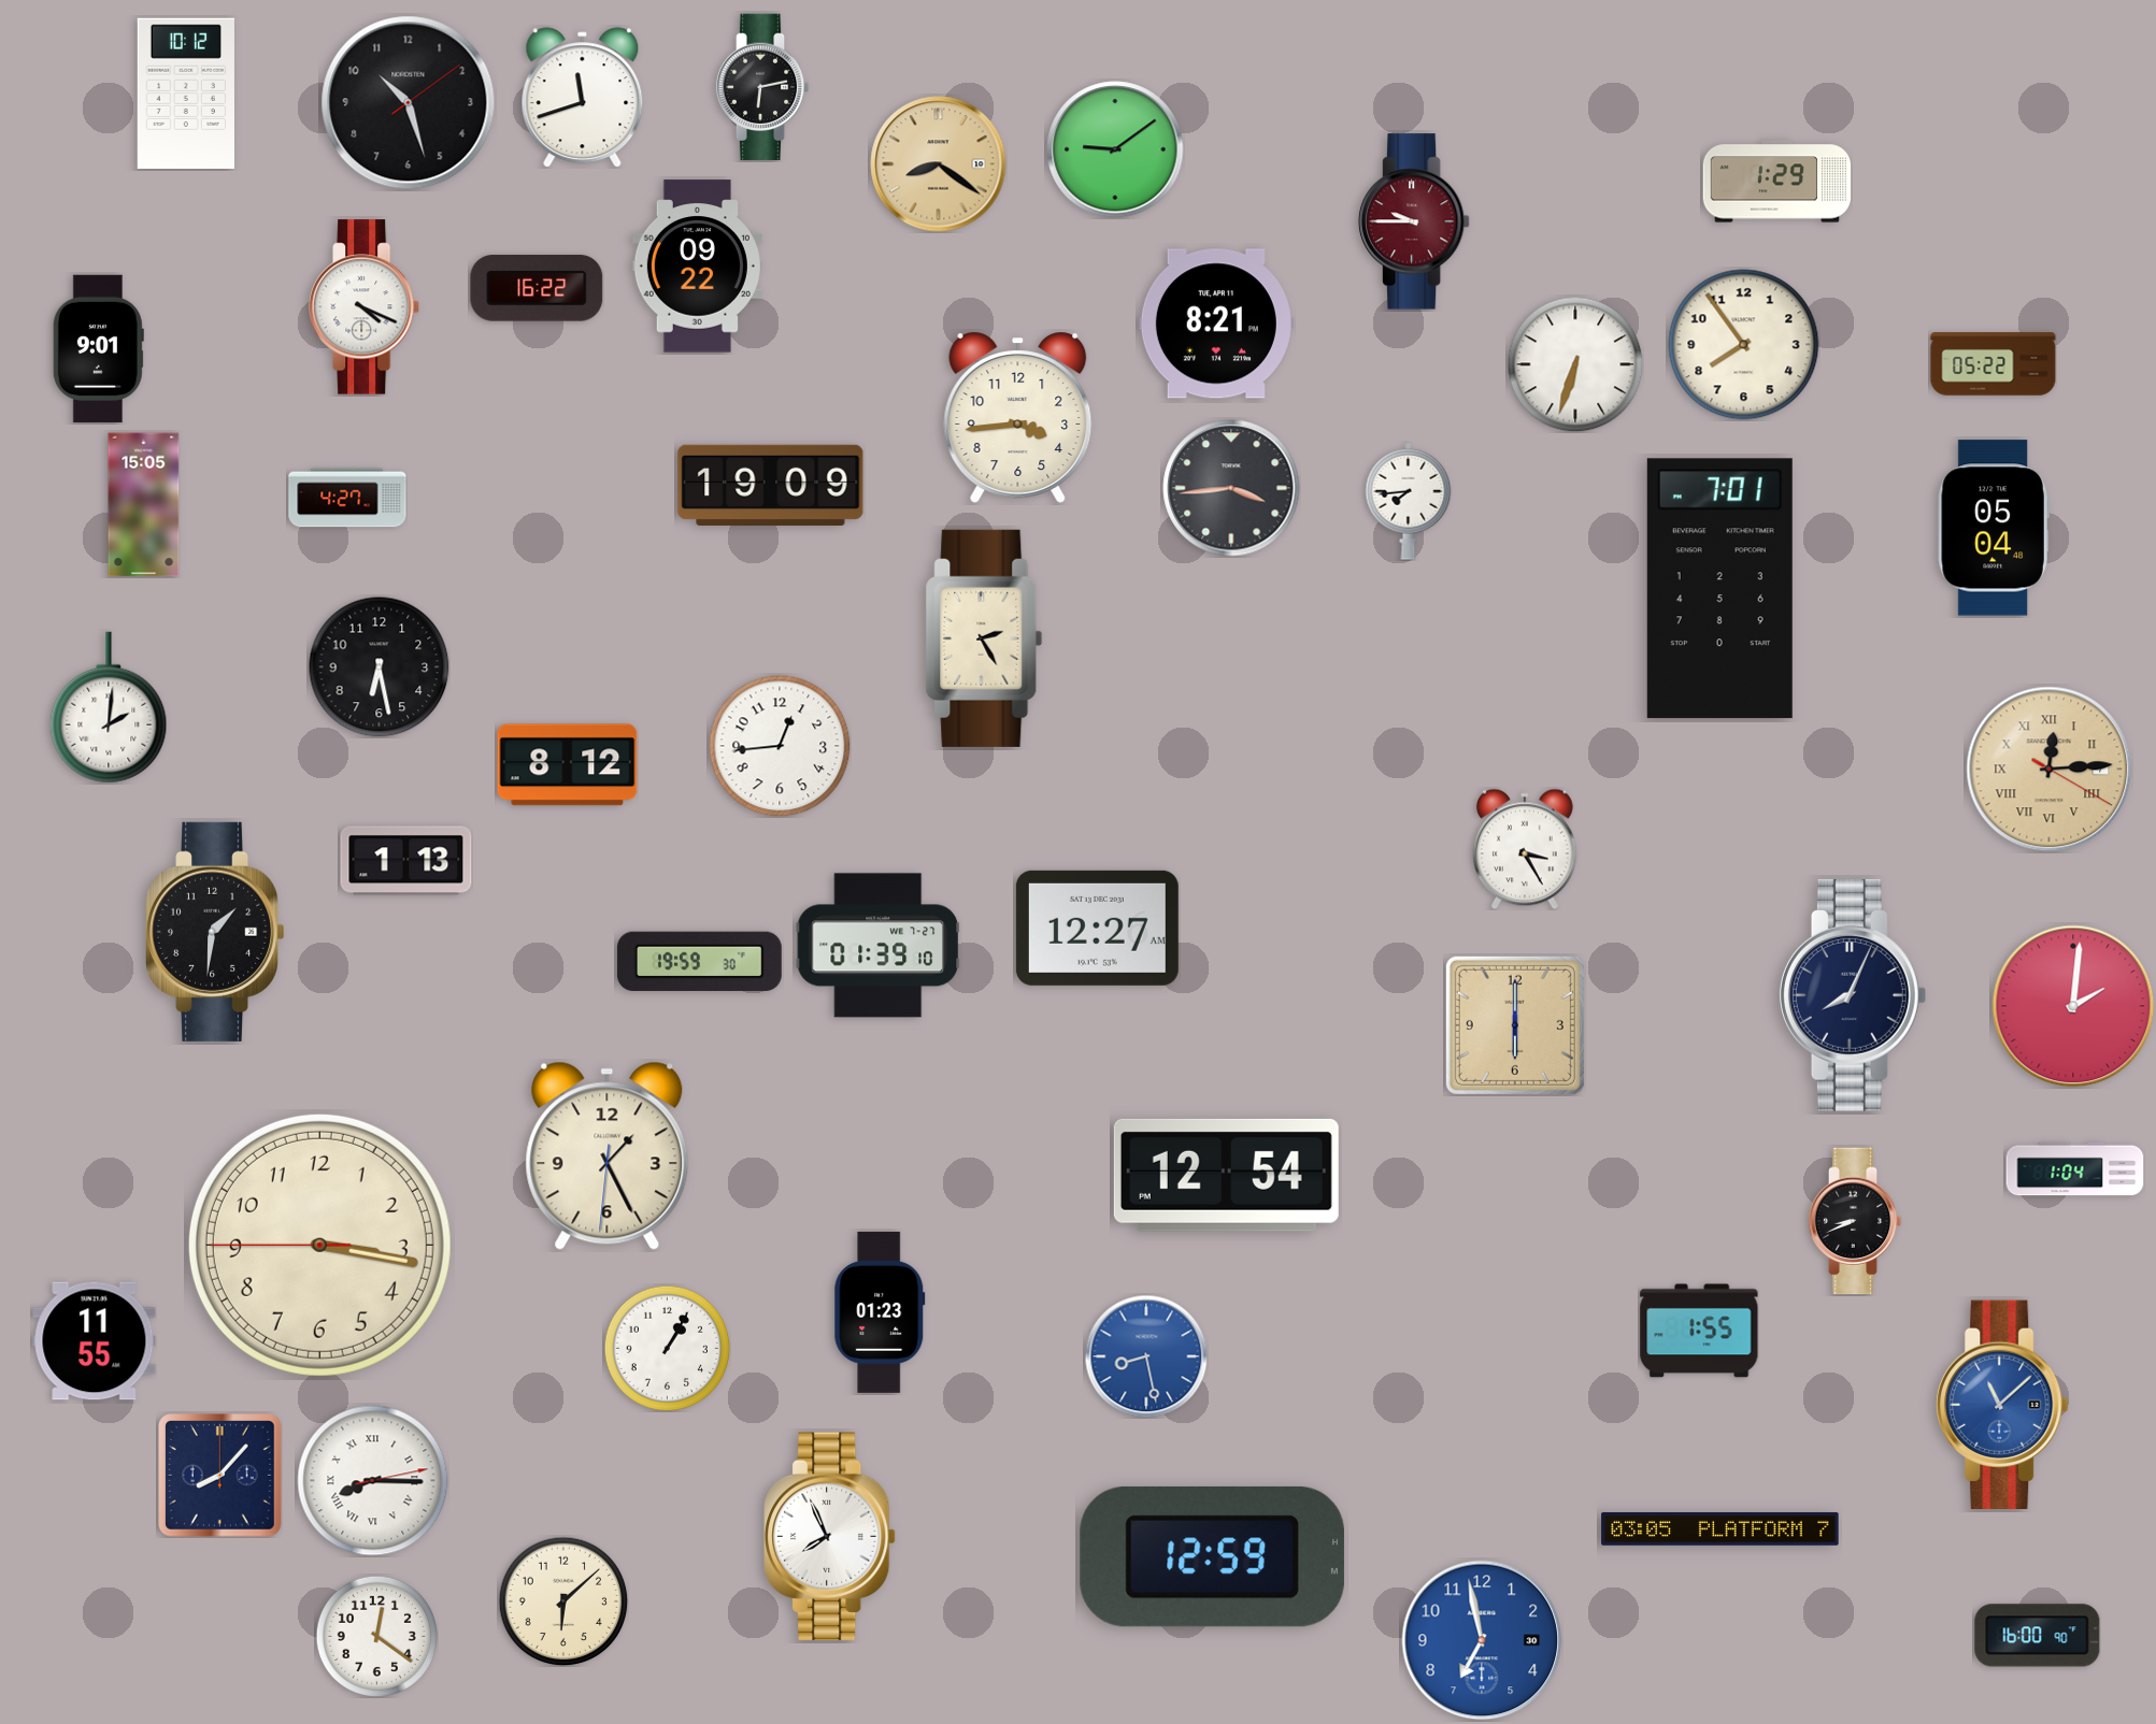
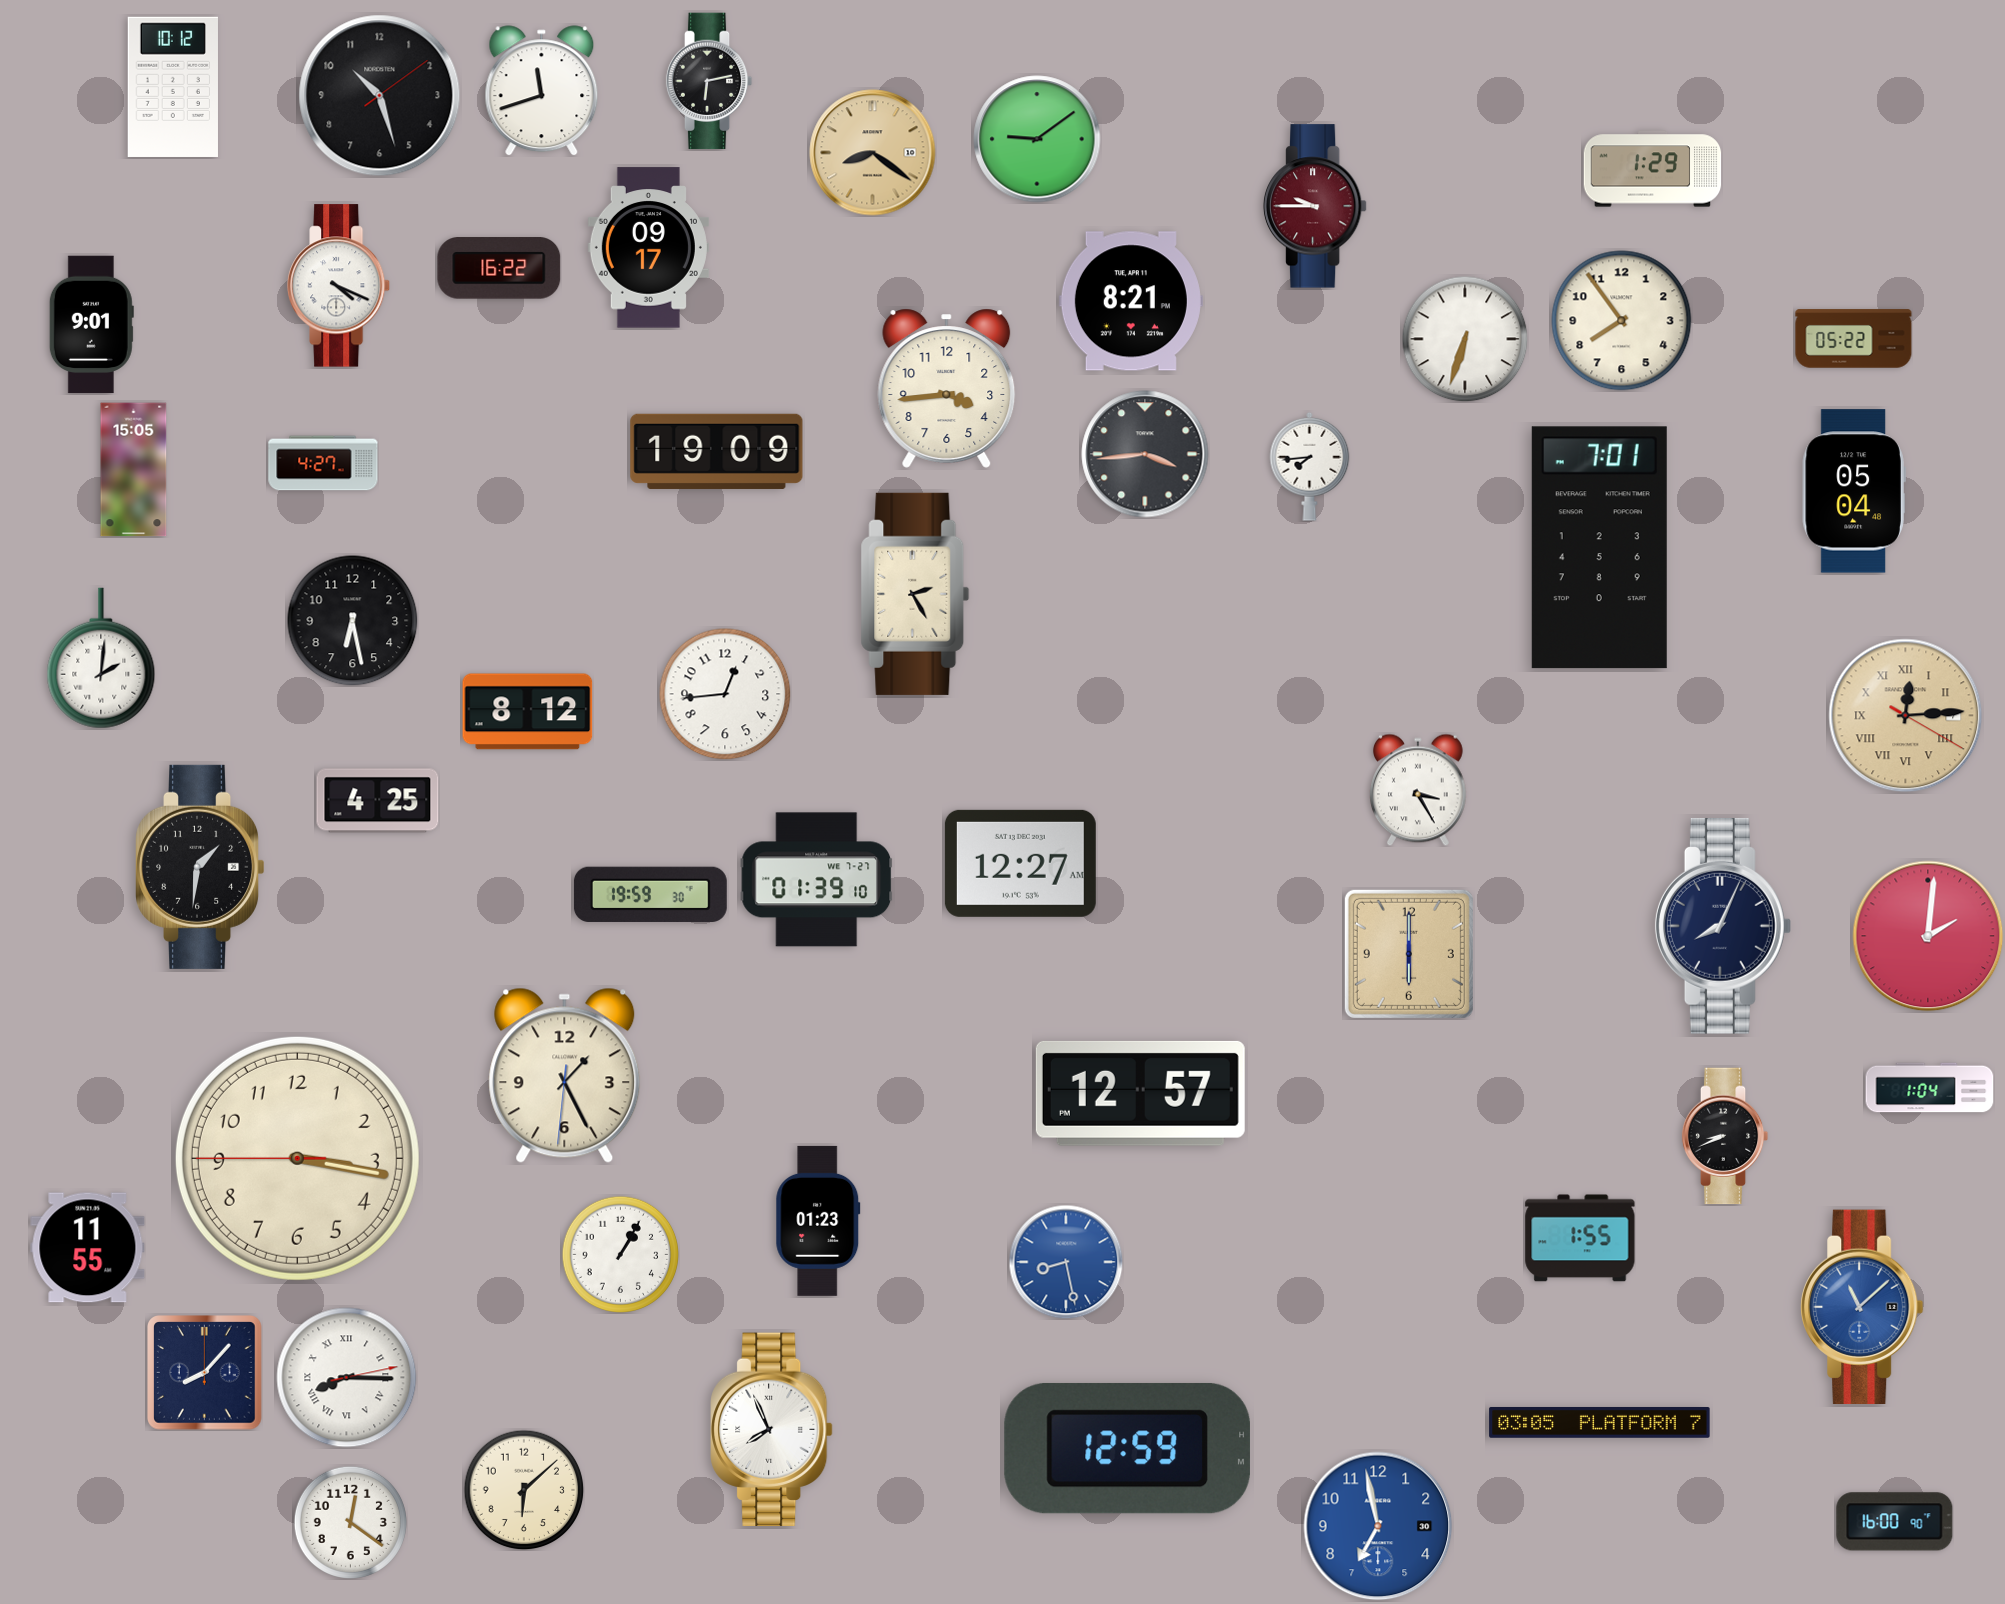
clock at (697, 267): 09:22 -> 09:17
clock at (406, 861): 1:13 -> 4:25
clock at (1226, 1175): 12:54 -> 12:57
